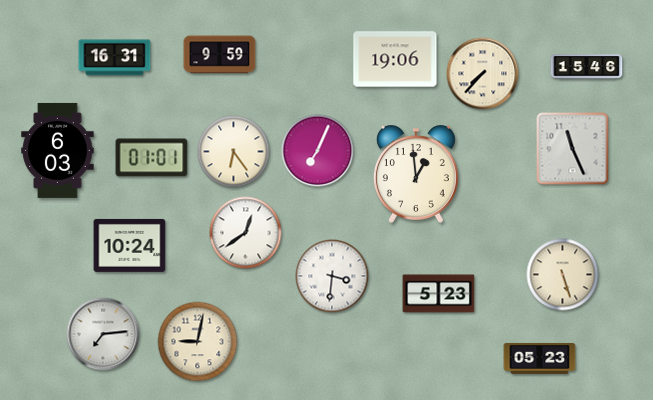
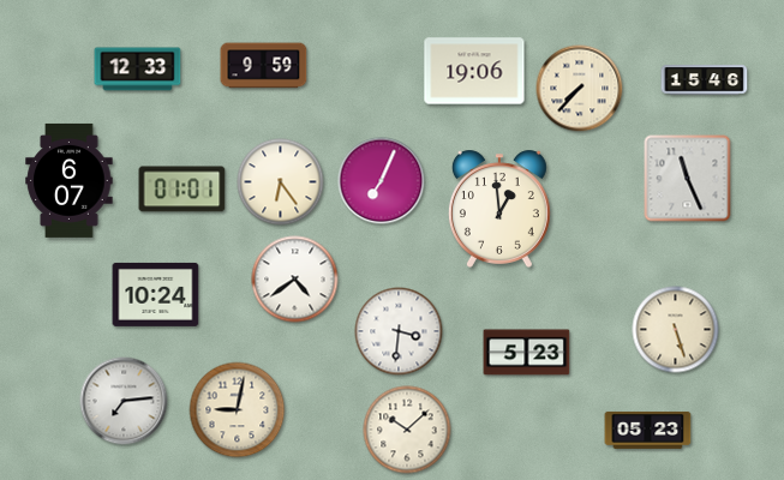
clock at (115, 58): 16:31 -> 12:33
clock at (58, 150): 6:03 -> 6:07
clock at (246, 233): 12:39 -> 4:39
clock at (407, 430): none -> 10:08
